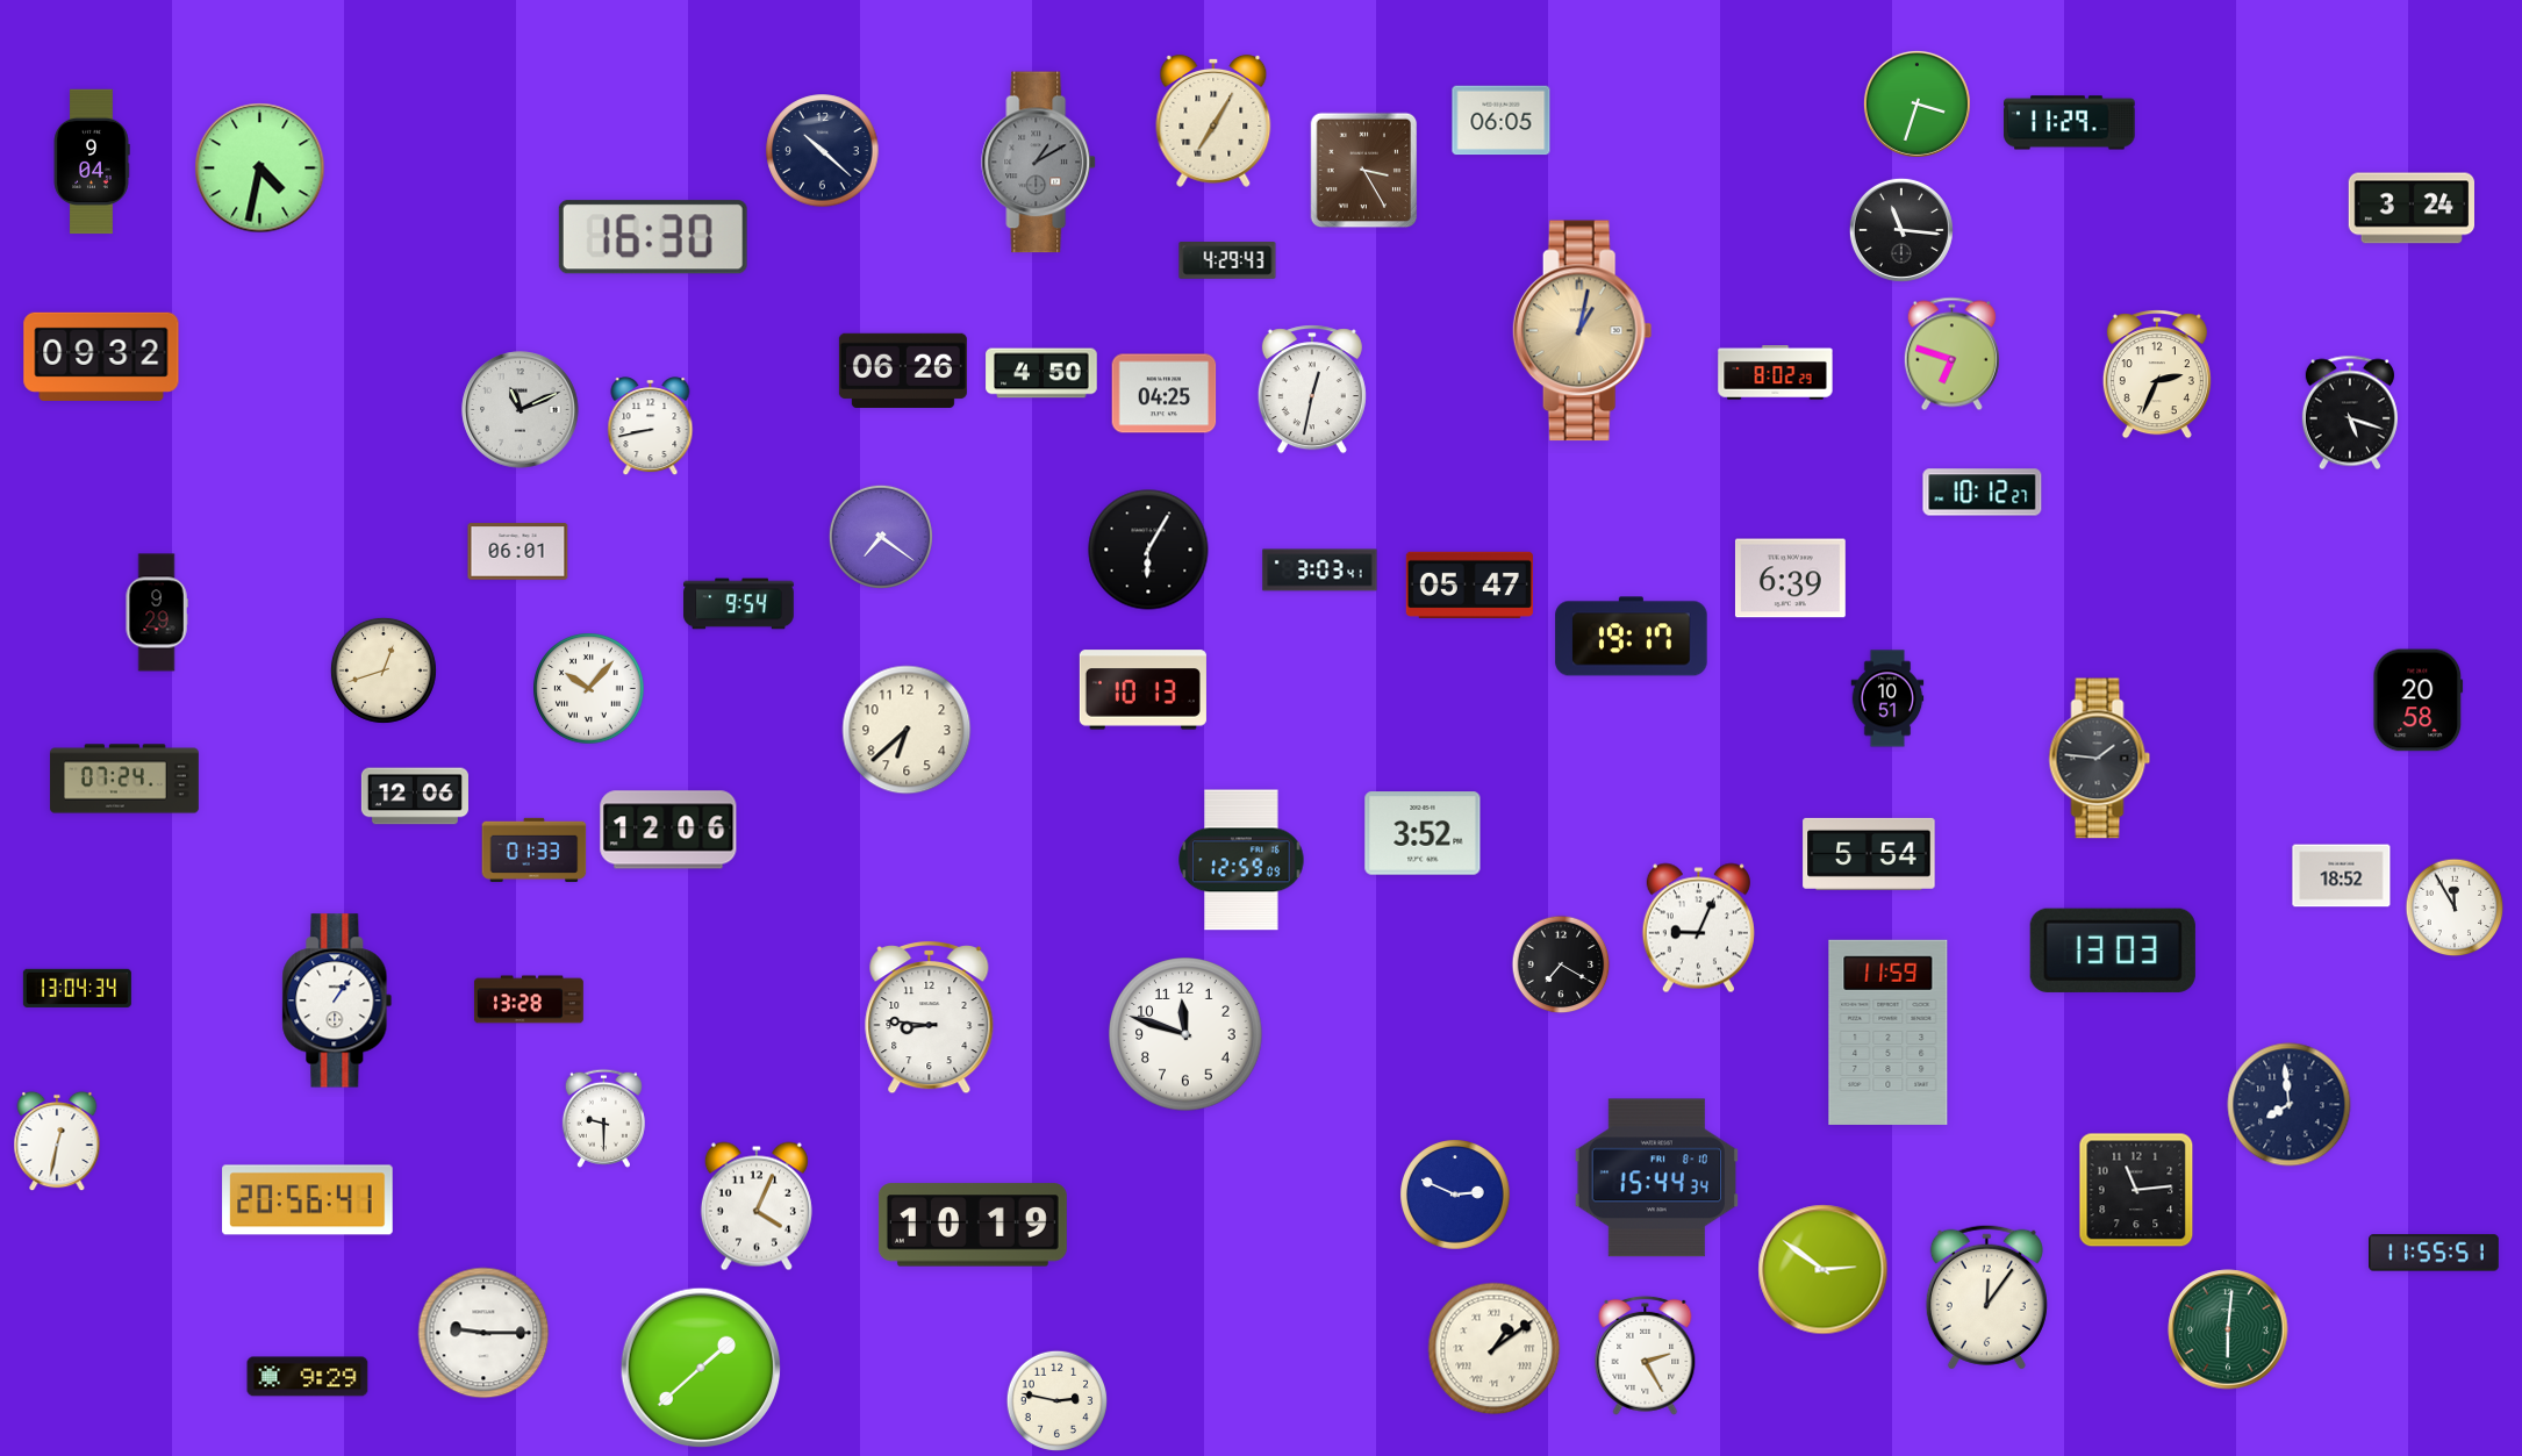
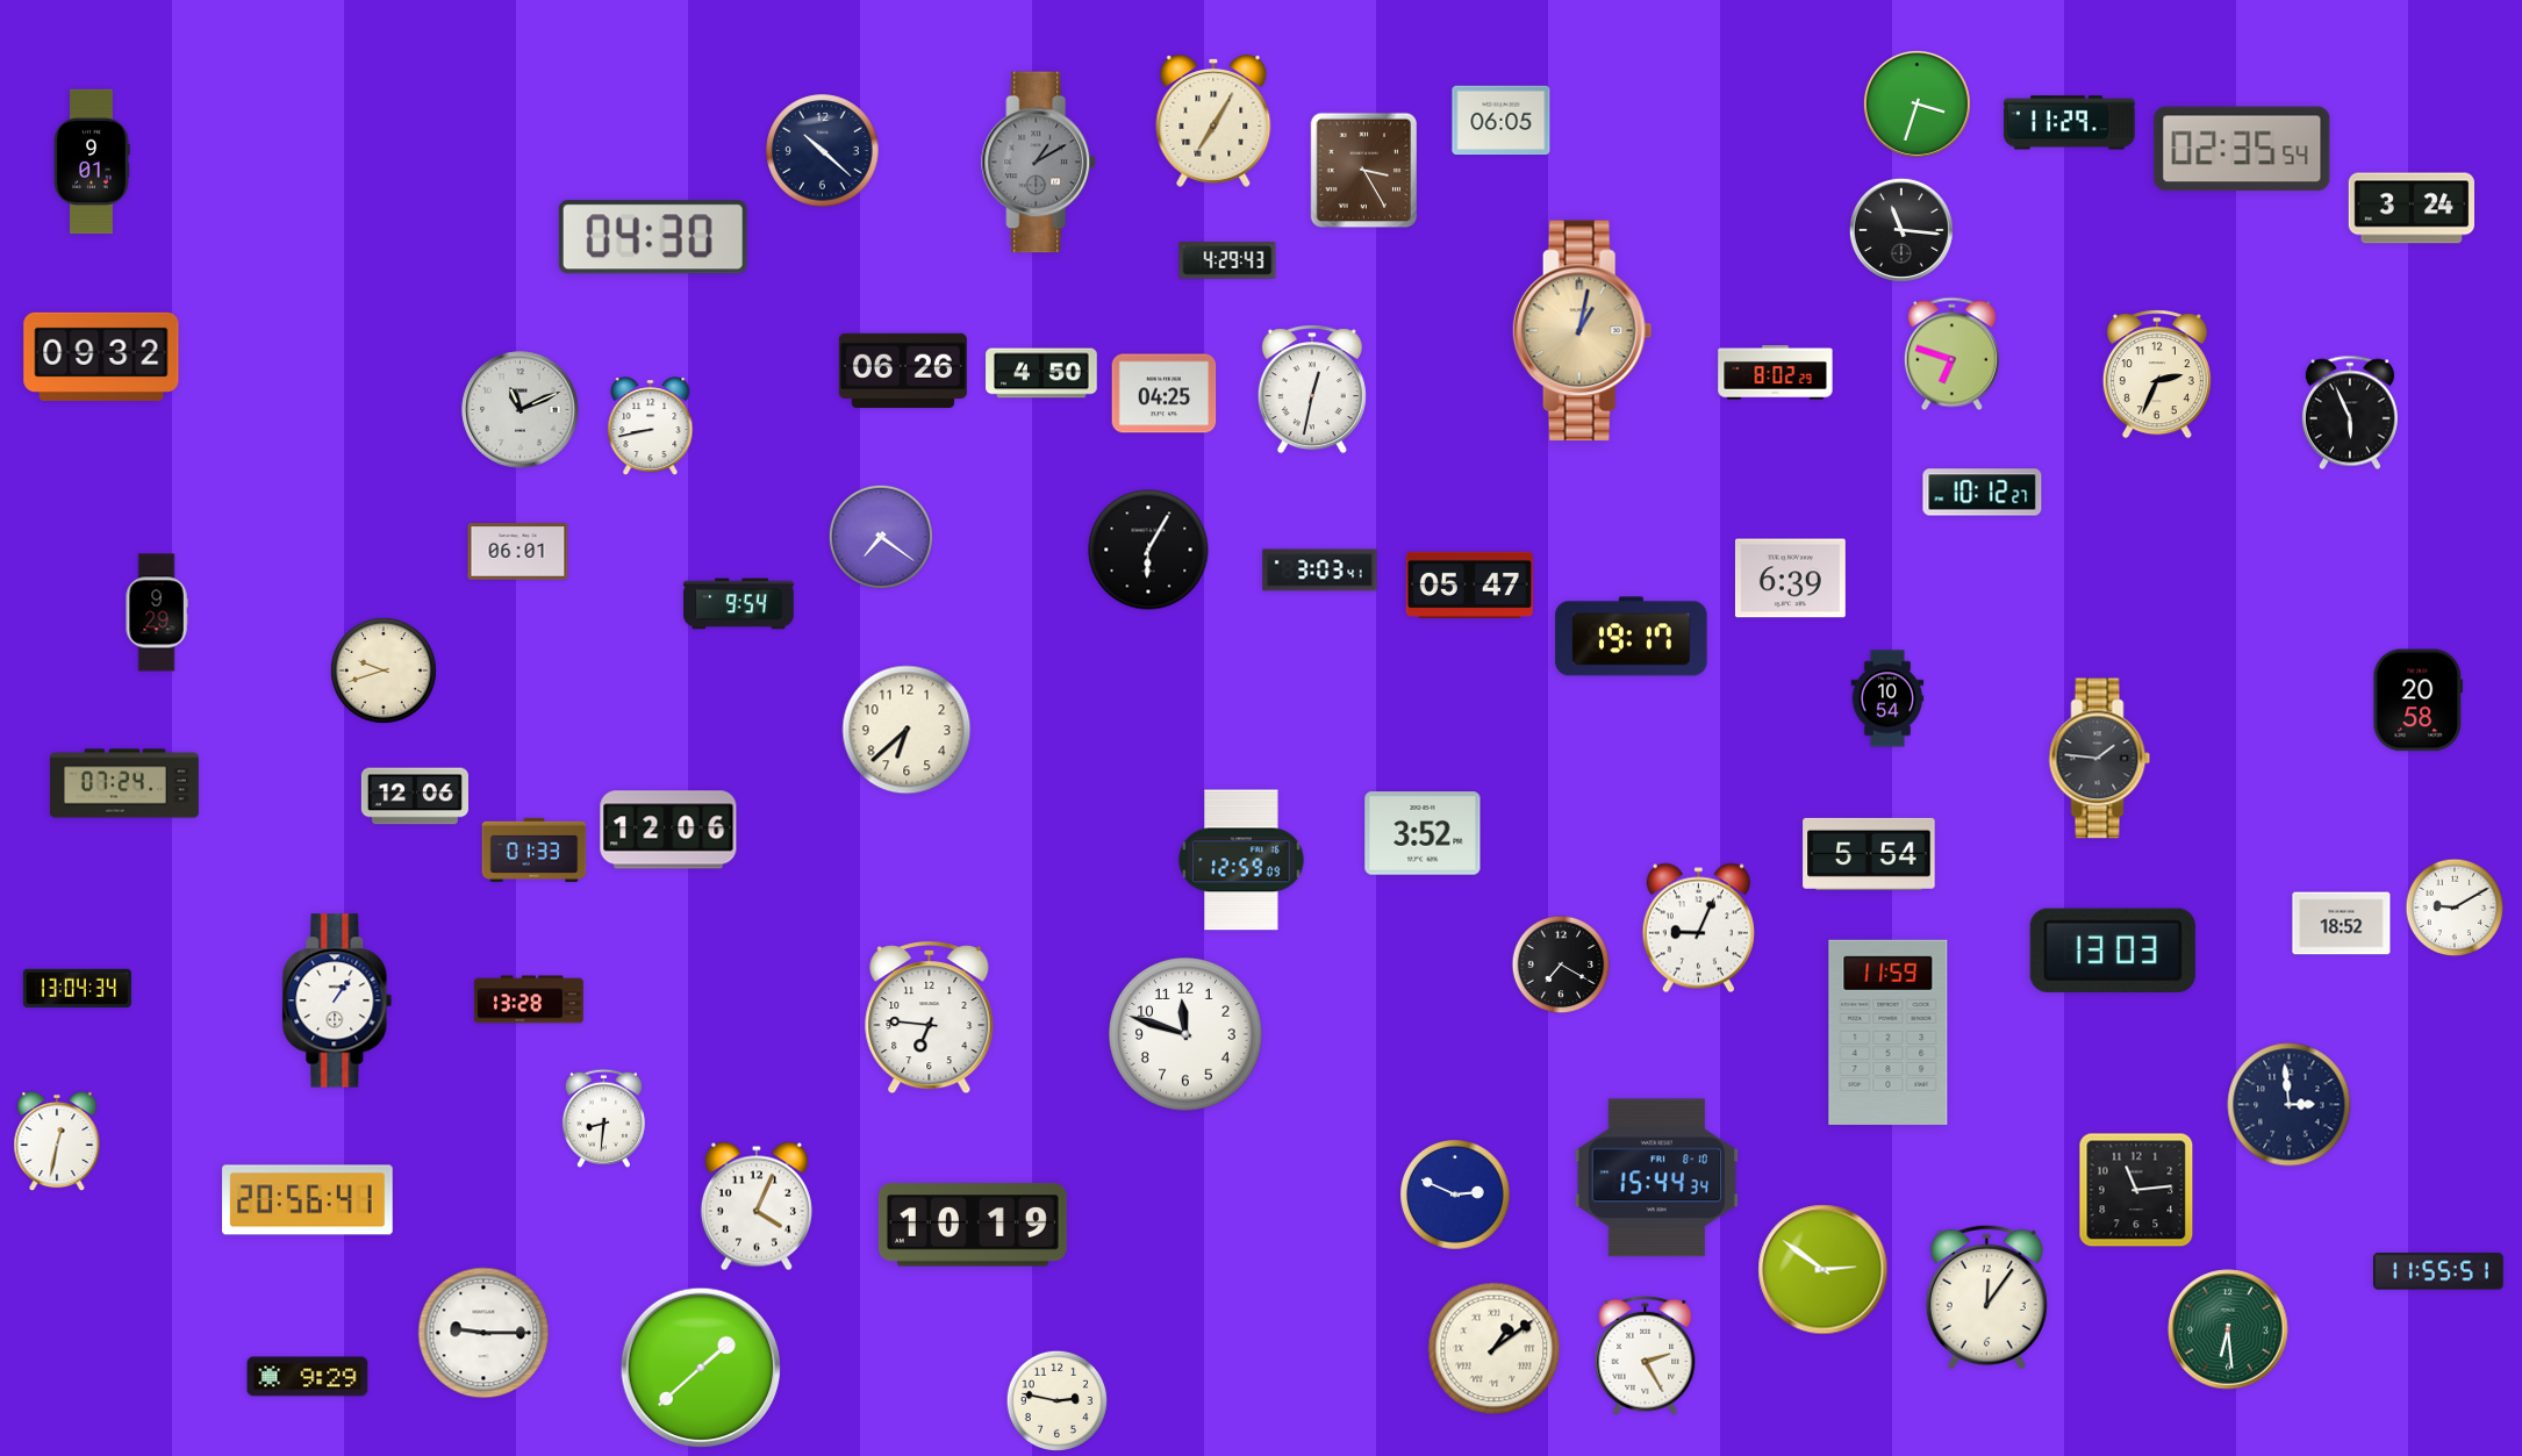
clock at (2242, 149): none -> 02:35
clock at (92, 162): 9:04 -> 9:01
clock at (260, 168): 4:32 -> none
clock at (653, 237): 16:30 -> 04:30
clock at (2350, 413): 5:18 -> 5:56
clock at (384, 670): 12:42 -> 9:42
clock at (589, 689): 10:07 -> none
clock at (1142, 690): 10:13 -> none
clock at (1887, 698): 10:51 -> 10:54
clock at (124, 779) position: (124, 779) -> (124, 783)
clock at (2342, 876) position: (2342, 876) -> (2342, 924)
clock at (2455, 908): 11:55 -> 9:10
clock at (930, 1018): 8:46 -> 6:46
clock at (2290, 1105): 7:59 -> 2:59
clock at (603, 1118): 9:30 -> 8:31
clock at (2435, 1253) position: (2435, 1253) -> (2439, 1271)
clock at (2228, 1329): 6:01 -> 6:29
